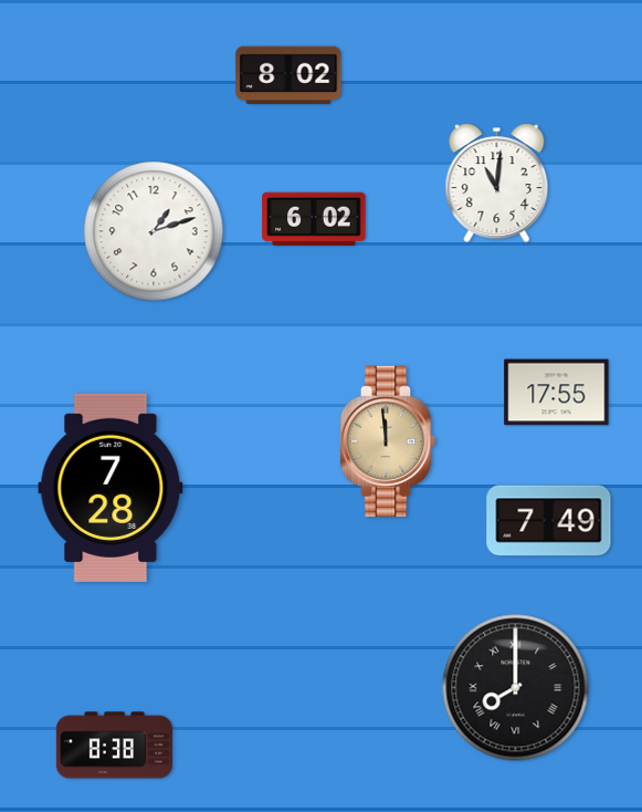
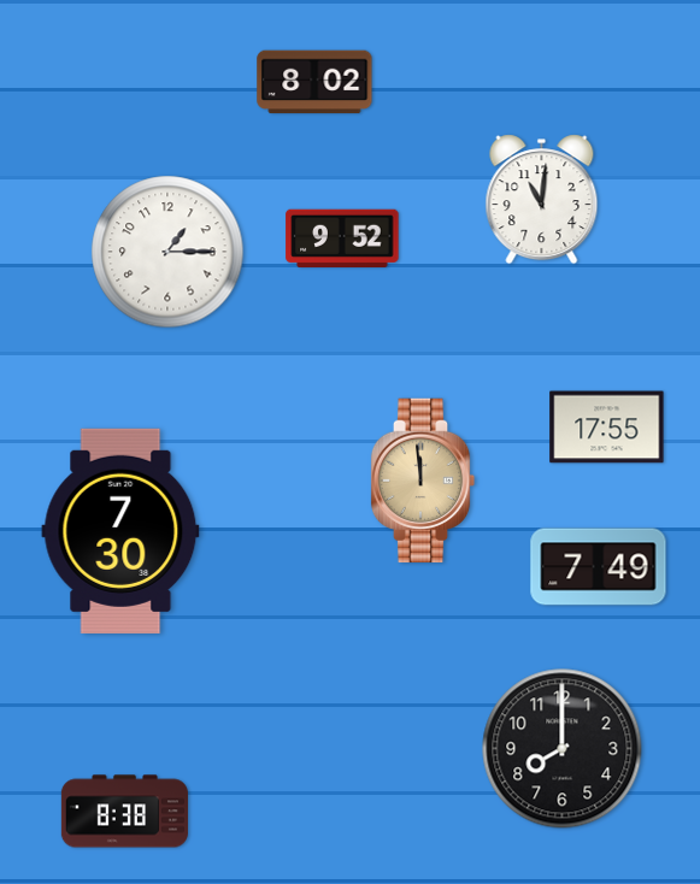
clock at (314, 218): 6:02 -> 9:52
clock at (154, 231): 1:12 -> 1:15
clock at (110, 488): 7:28 -> 7:30
clock at (516, 688) numerals: Roman -> Arabic
